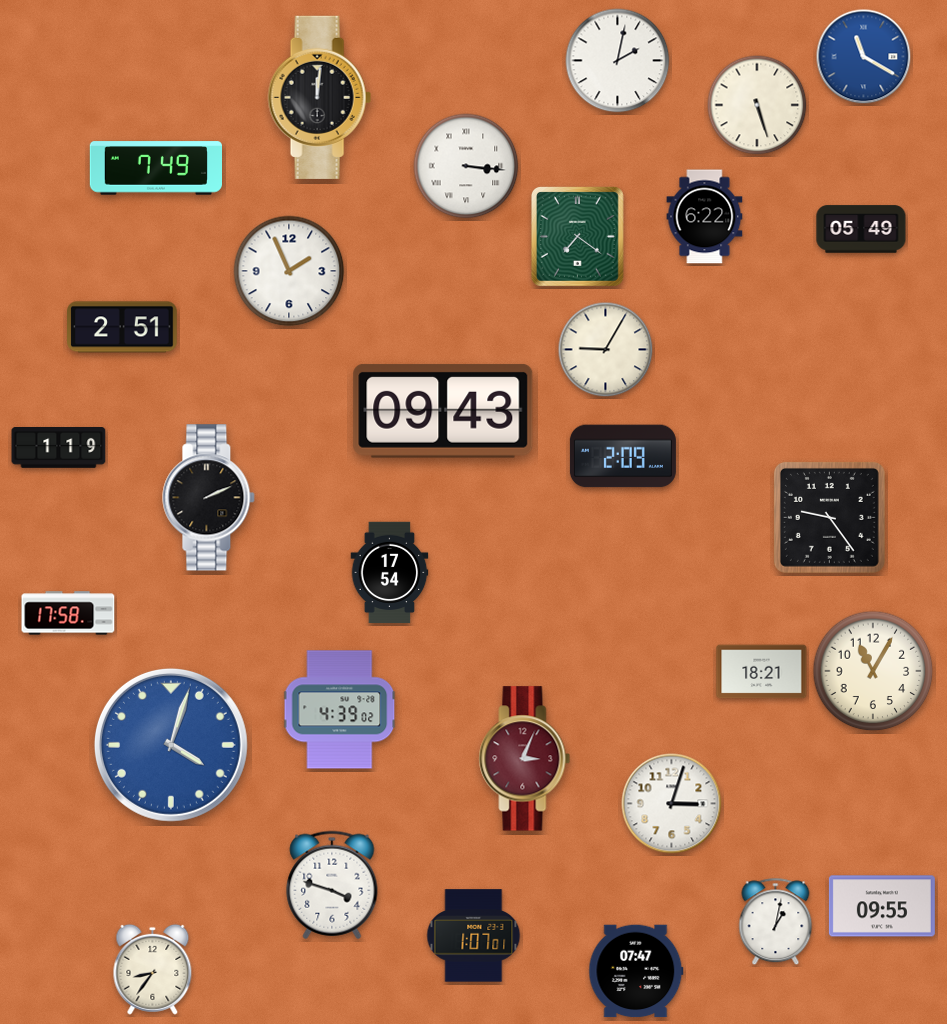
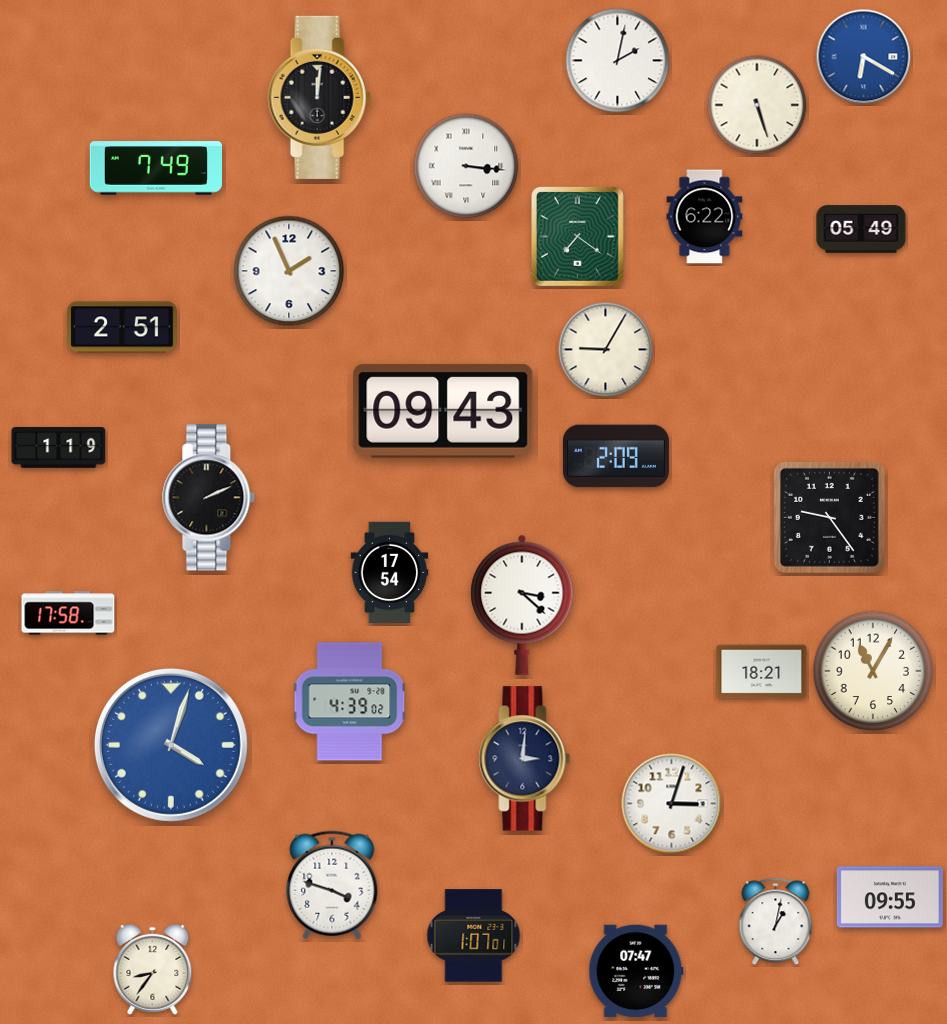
clock at (864, 57): 11:20 -> 6:20
clock at (623, 456) position: (623, 456) -> (616, 456)
clock at (522, 605): none -> 3:22
clock at (340, 710) position: (340, 710) -> (350, 702)
clock at (525, 759): 3:04 -> 3:01
clock at (525, 759) dial: burgundy -> navy
clock at (882, 906) position: (882, 906) -> (890, 897)
